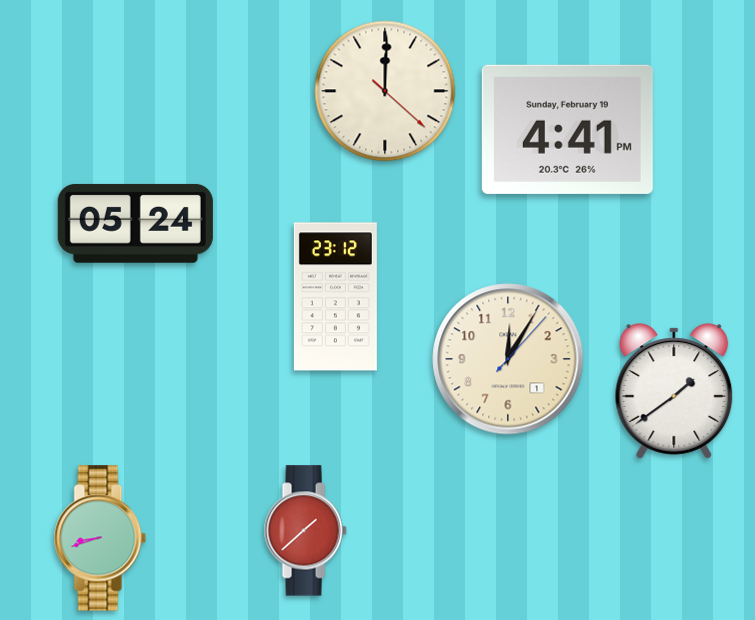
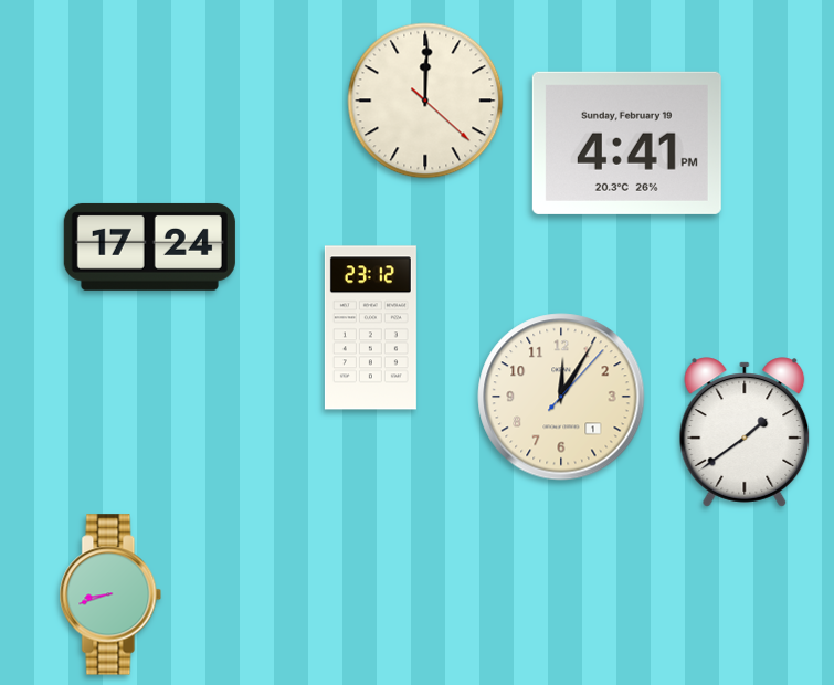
clock at (135, 223): 05:24 -> 17:24
clock at (305, 531): 1:38 -> none
